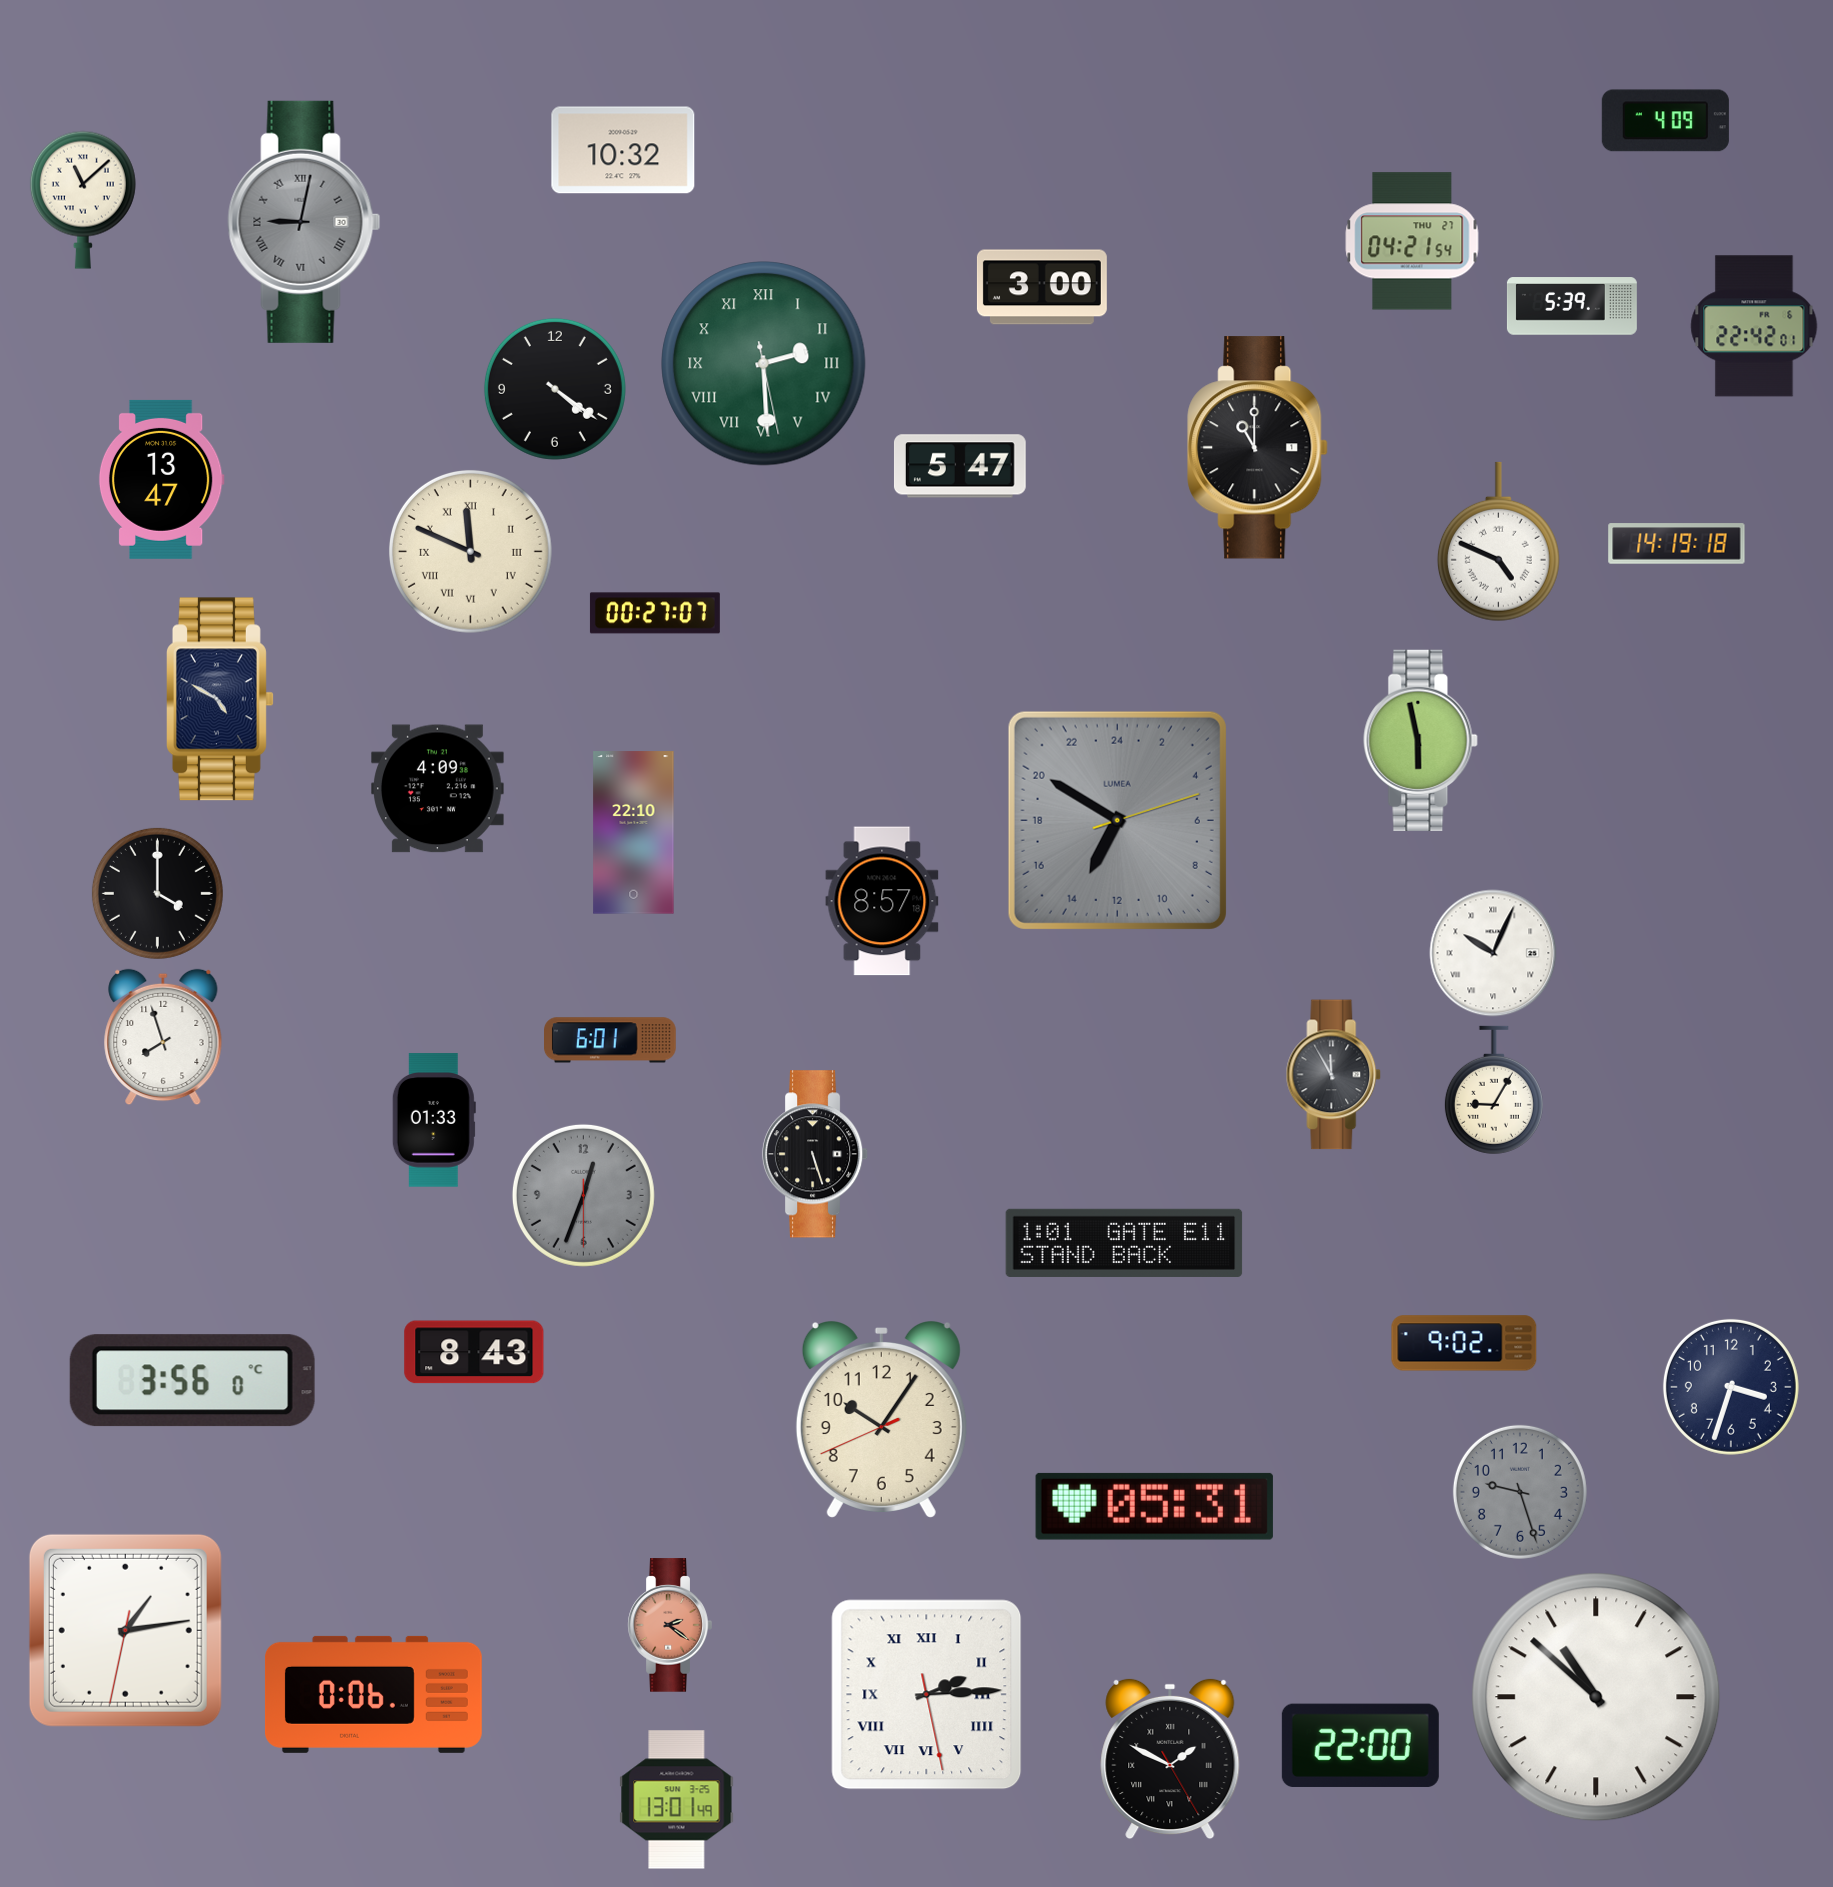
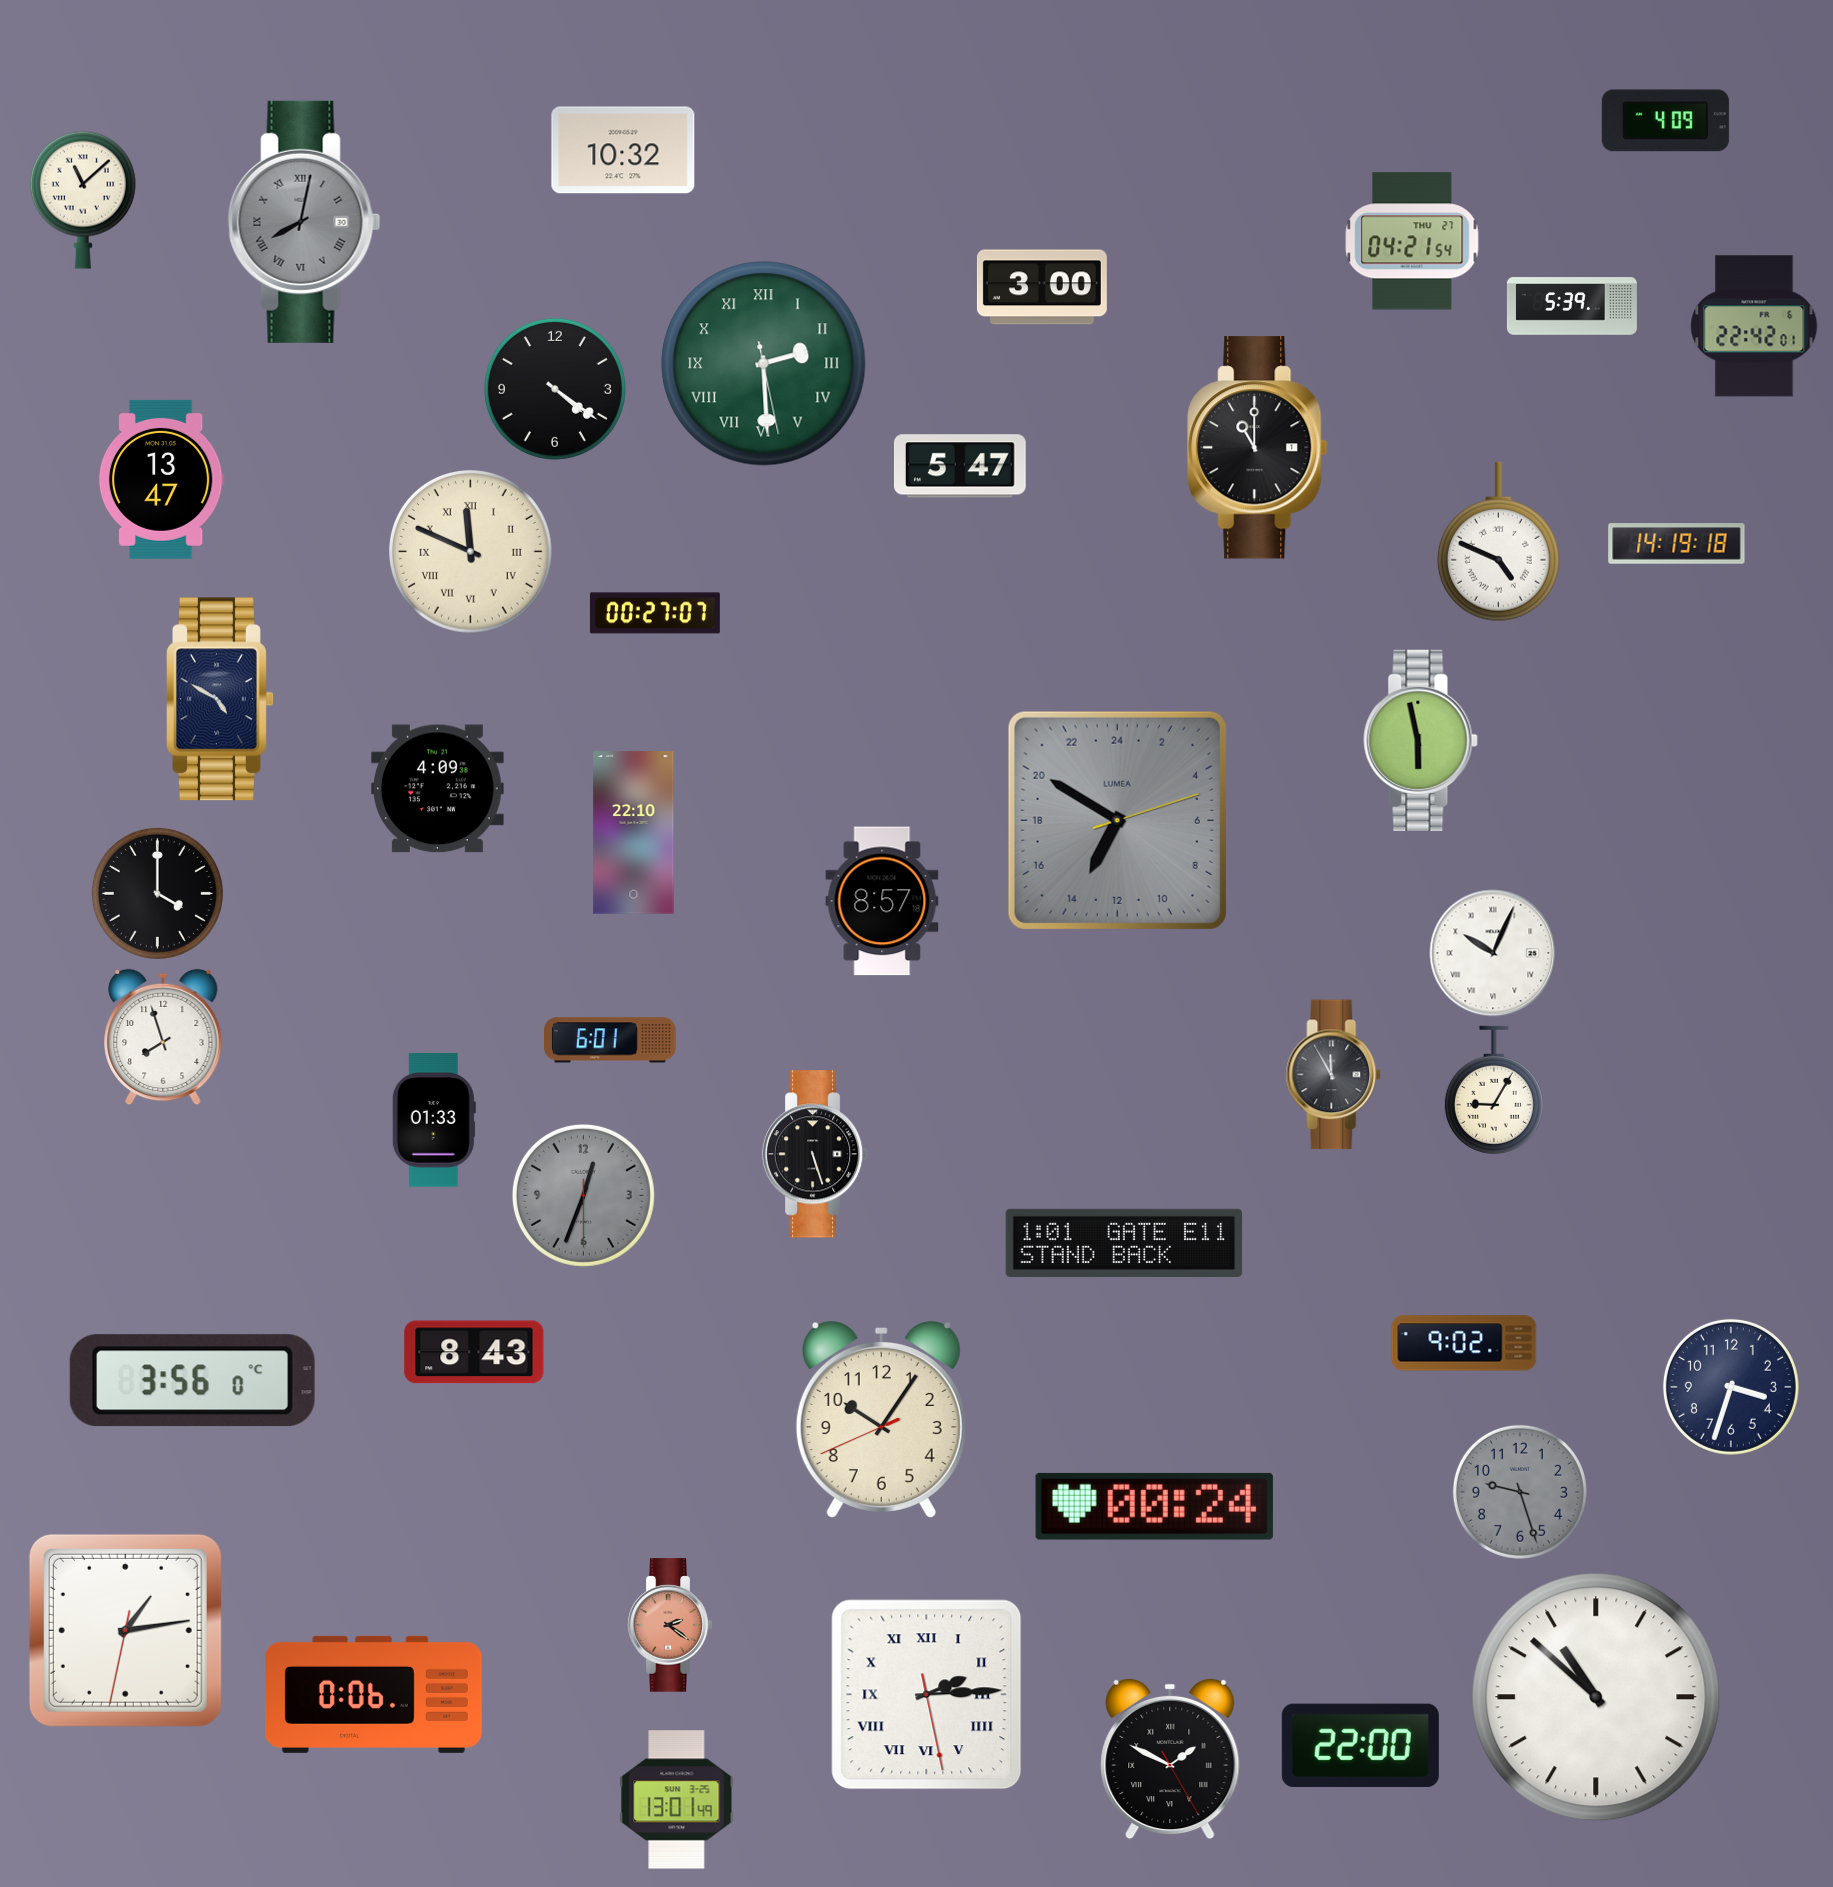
clock at (304, 222): 9:02 -> 8:02
clock at (1154, 1506): 05:31 -> 00:24
